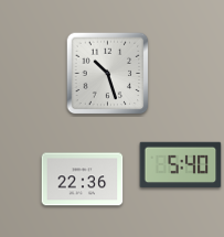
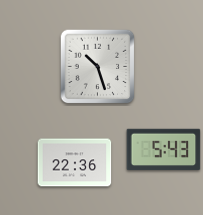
clock at (181, 165): 5:40 -> 5:43
